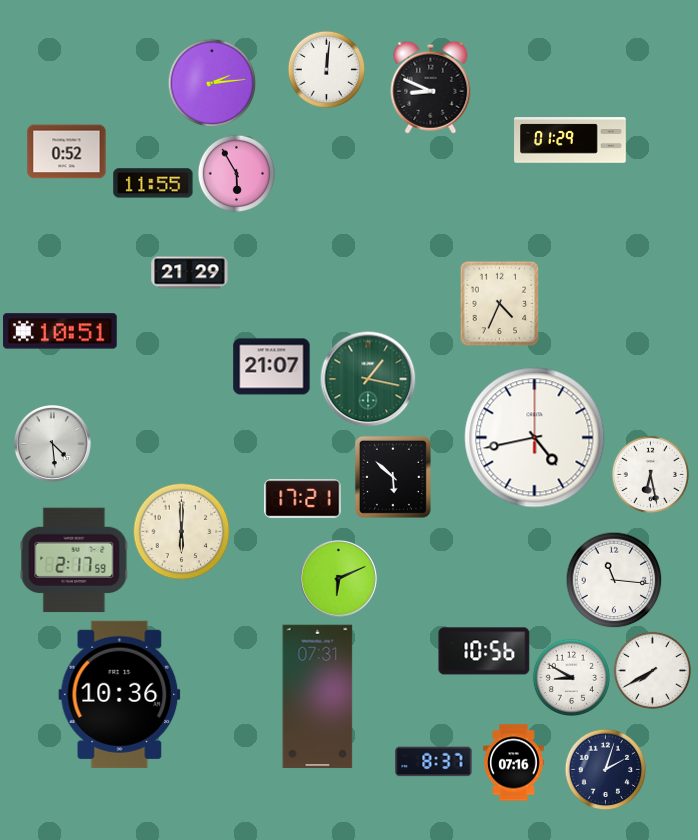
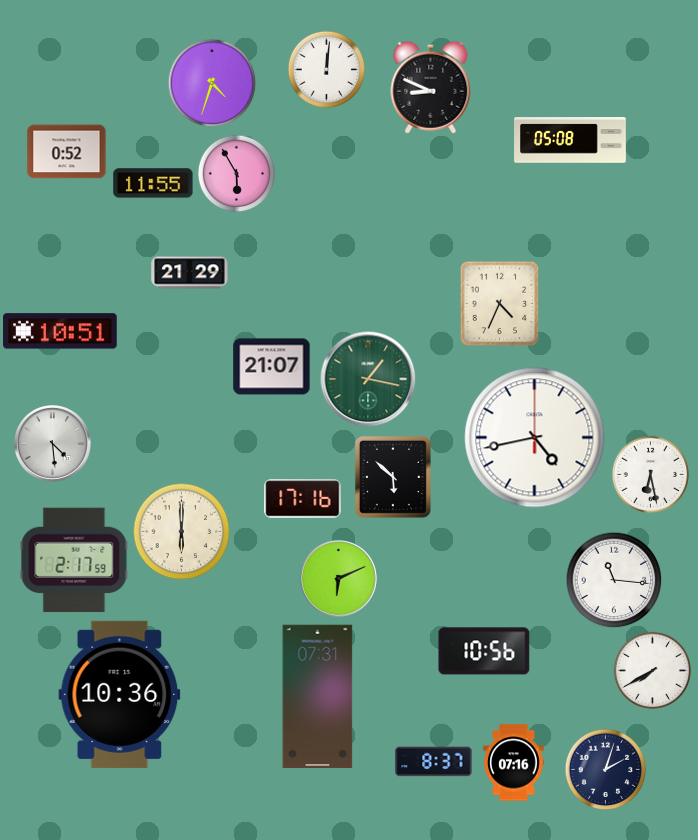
clock at (212, 83): 2:14 -> 4:33
clock at (570, 140): 01:29 -> 05:08
clock at (303, 499): 17:21 -> 17:16
clock at (571, 677): 8:50 -> none
